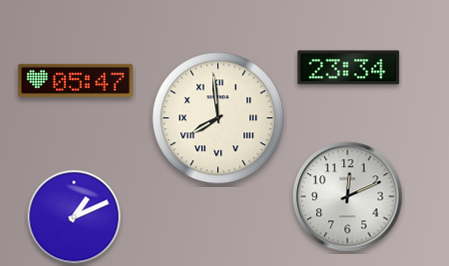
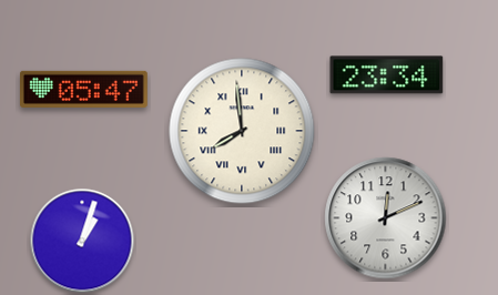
clock at (74, 217): 1:11 -> 1:03
